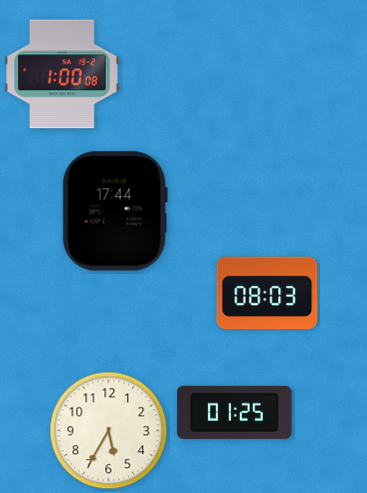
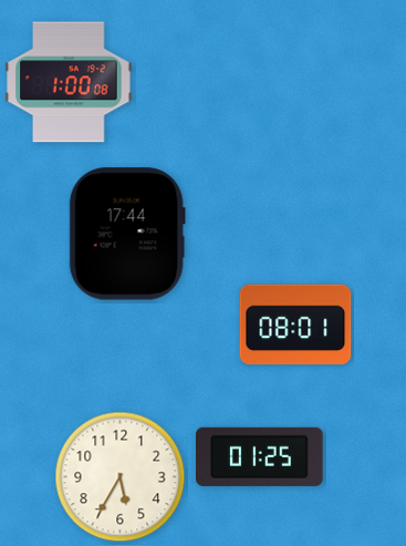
clock at (267, 293): 08:03 -> 08:01
